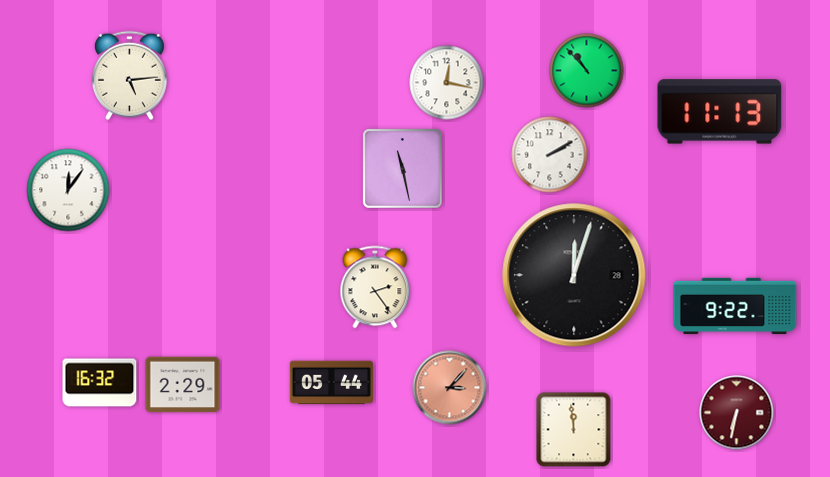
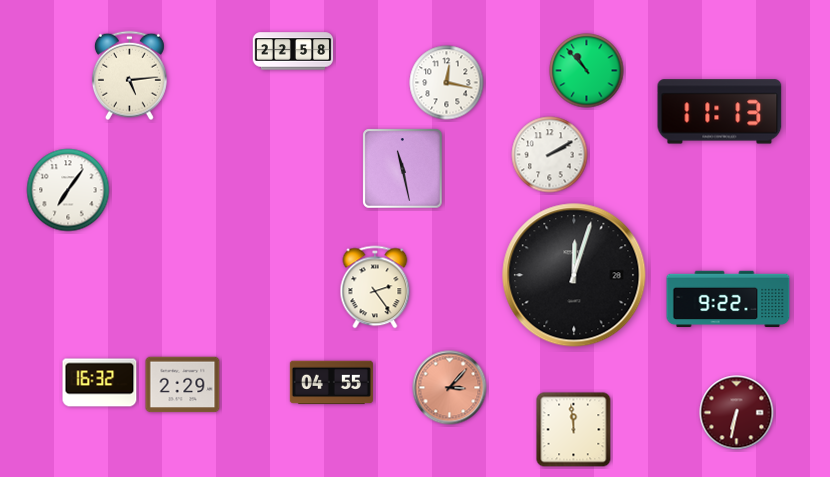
clock at (293, 51): none -> 22:58
clock at (68, 190): 12:06 -> 7:06
clock at (735, 306) position: (735, 306) -> (728, 299)
clock at (331, 383): 05:44 -> 04:55
